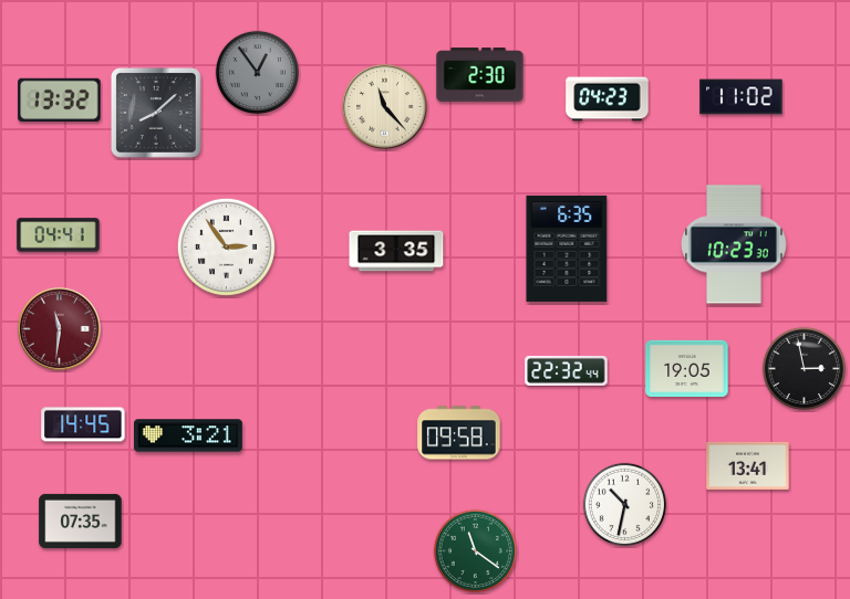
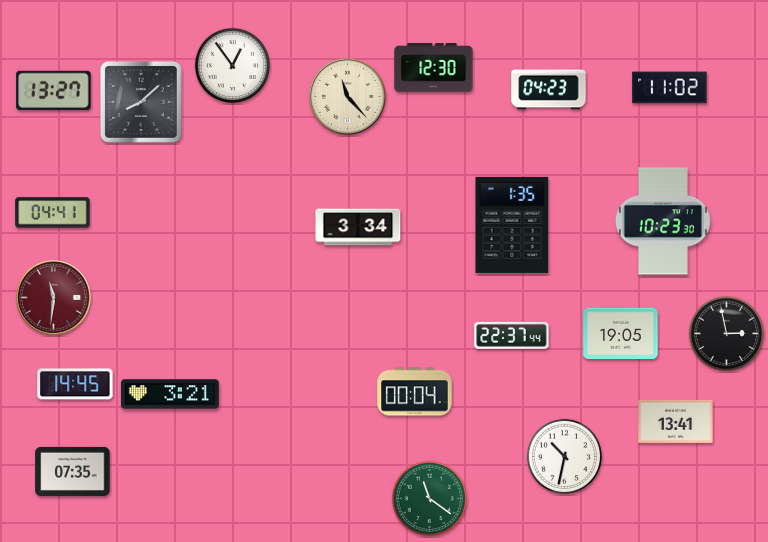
clock at (258, 73) dial: grey -> white
clock at (480, 75): 2:30 -> 12:30
clock at (60, 99): 13:32 -> 13:27
clock at (226, 246): 2:54 -> none
clock at (567, 249): 6:35 -> 1:35
clock at (396, 251): 3:35 -> 3:34
clock at (567, 370): 22:32 -> 22:37
clock at (459, 433): 09:58 -> 00:04
